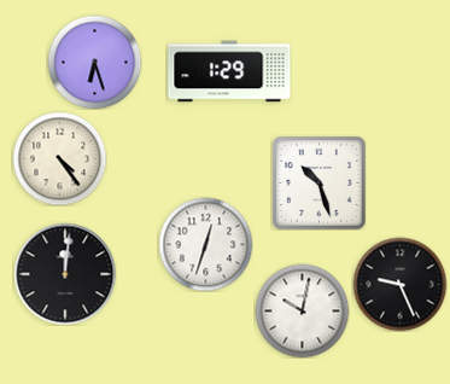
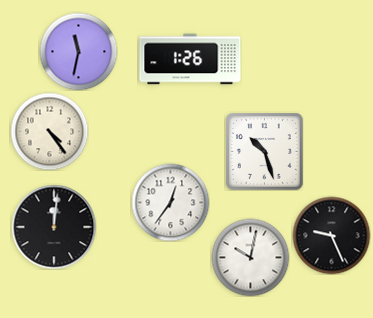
clock at (94, 62): 6:27 -> 11:32
clock at (229, 71): 1:29 -> 1:26
clock at (205, 244): 12:33 -> 12:36
